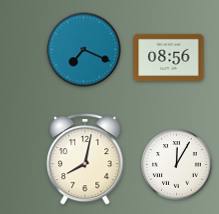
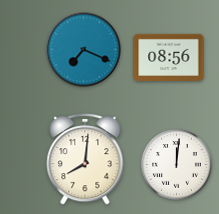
clock at (85, 159): 8:02 -> 8:01
clock at (177, 165): 12:05 -> 12:01
